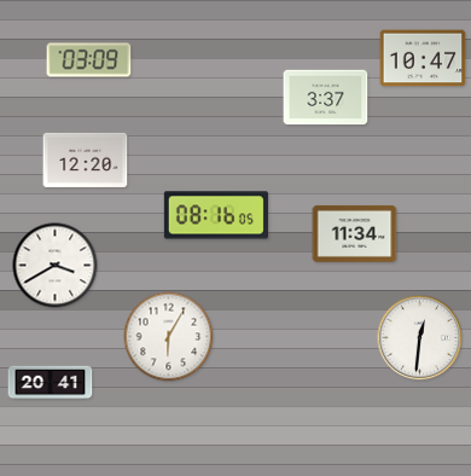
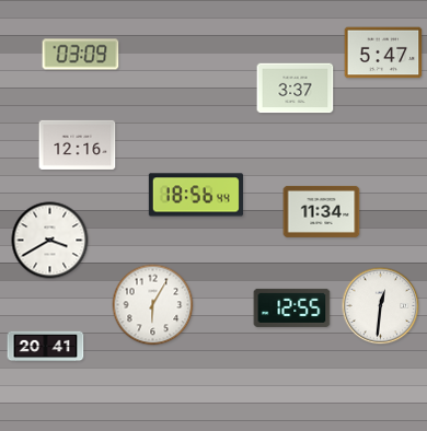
clock at (423, 58): 10:47 -> 5:47
clock at (86, 159): 12:20 -> 12:16
clock at (216, 215): 08:16 -> 18:56
clock at (292, 307): none -> 12:55
